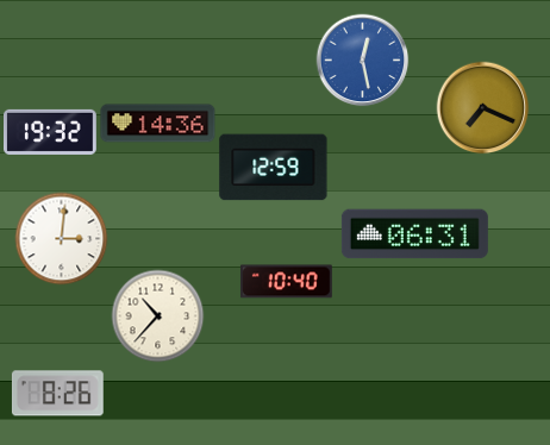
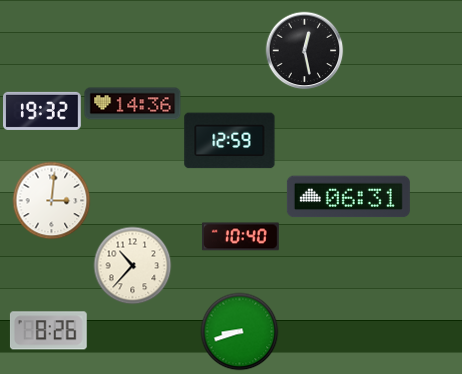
clock at (362, 59) dial: blue -> black
clock at (482, 107): 7:19 -> none
clock at (239, 331): none -> 8:42
